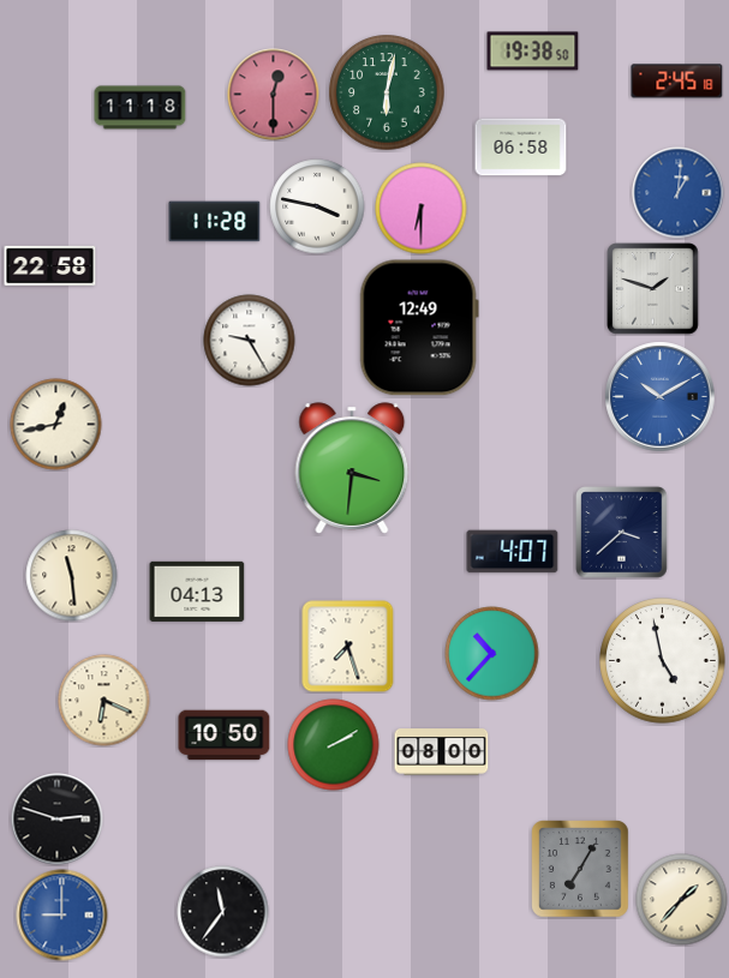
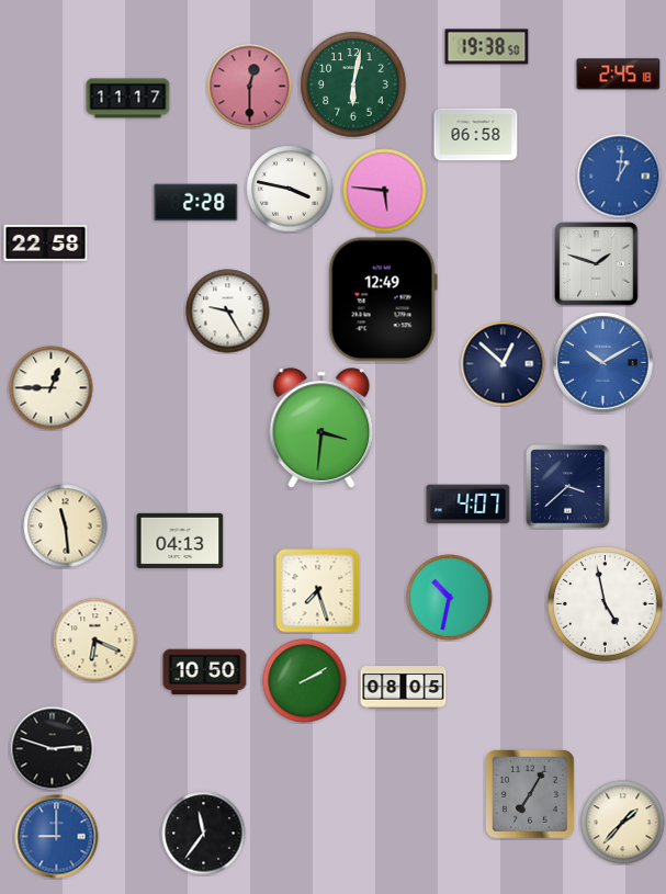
clock at (141, 108): 11:18 -> 11:17
clock at (422, 209): 6:30 -> 5:46
clock at (215, 222): 11:28 -> 2:28
clock at (504, 364): none -> 12:52
clock at (56, 425): 12:43 -> 12:45
clock at (492, 654): 10:37 -> 10:32
clock at (442, 752): 08:00 -> 08:05
